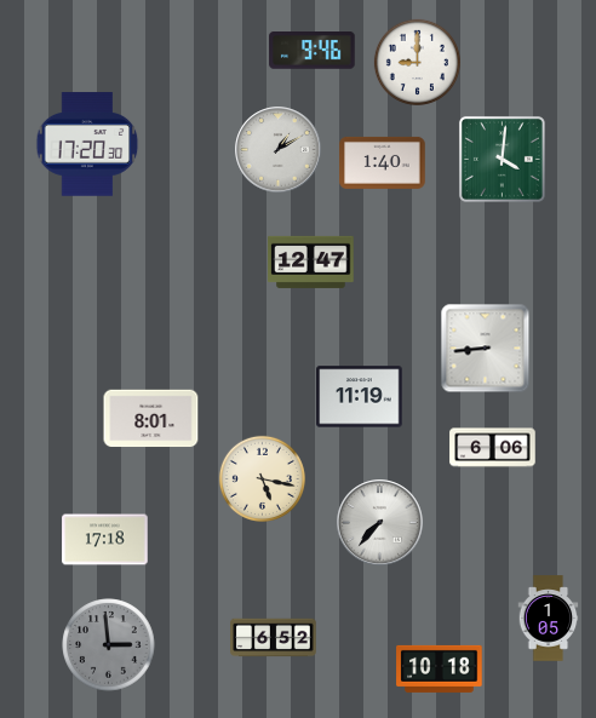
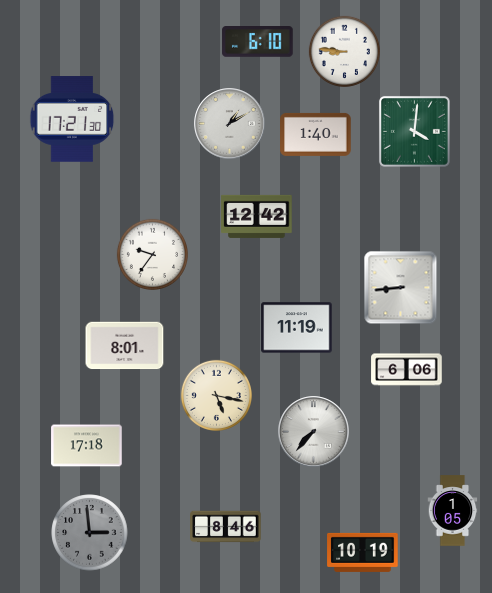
clock at (313, 51): 9:46 -> 6:10
clock at (417, 62): 9:00 -> 8:46
clock at (87, 144): 17:20 -> 17:21
clock at (311, 262): 12:47 -> 12:42
clock at (152, 254): none -> 9:36
clock at (274, 638): 6:52 -> 8:46
clock at (440, 668): 10:18 -> 10:19
